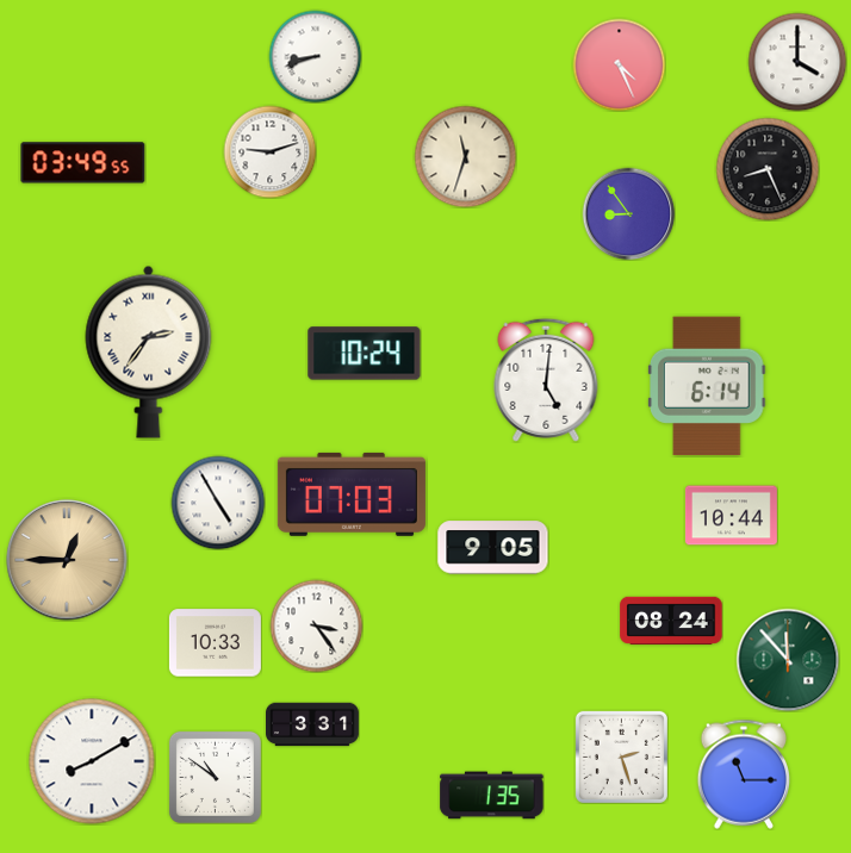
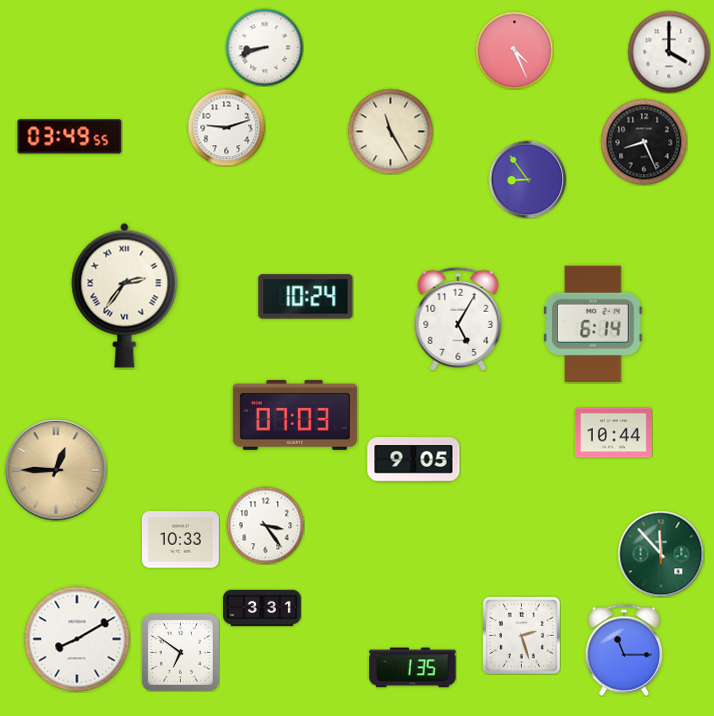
clock at (619, 64) position: (619, 64) -> (514, 50)
clock at (465, 156): 11:33 -> 11:25
clock at (546, 380): 5:01 -> 5:05
clock at (218, 503): 4:55 -> none
clock at (671, 621): 08:24 -> none
clock at (215, 777): 10:51 -> 6:51
